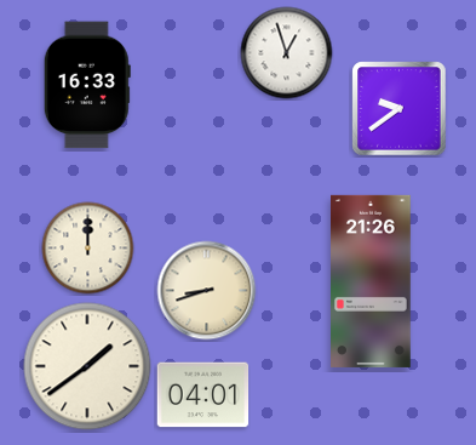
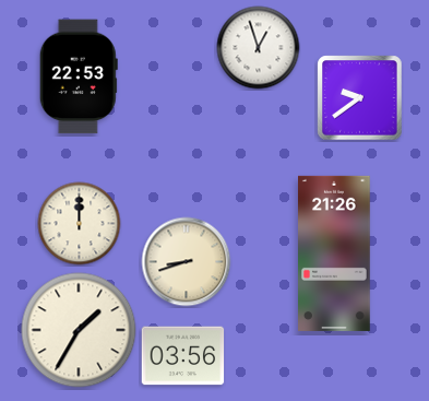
clock at (87, 85): 16:33 -> 22:53
clock at (87, 366): 1:39 -> 1:35
clock at (203, 395): 04:01 -> 03:56
